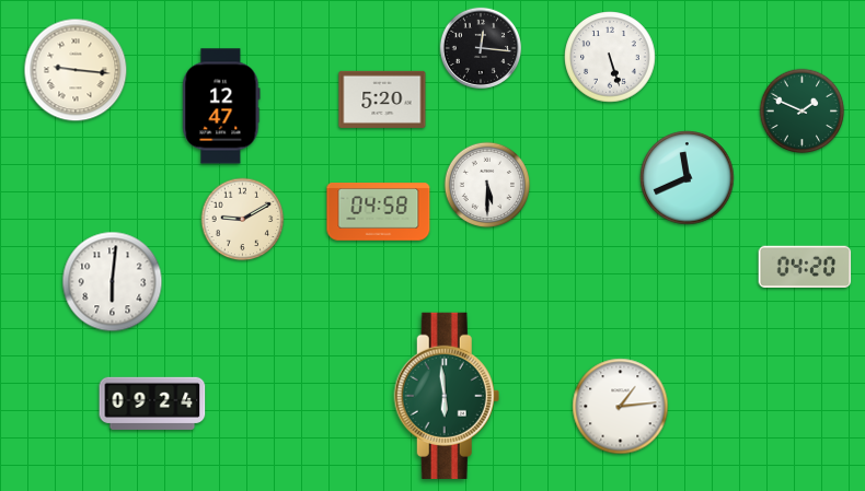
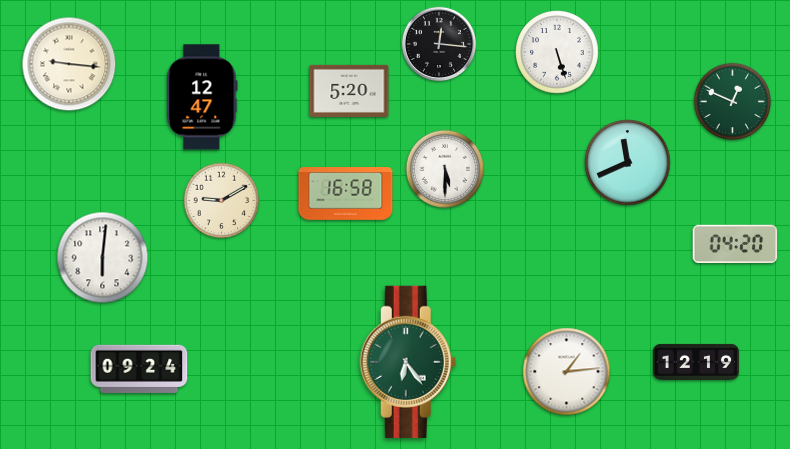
clock at (803, 112): 1:49 -> 12:49
clock at (379, 212): 04:58 -> 16:58
clock at (447, 396): 5:59 -> 6:24
clock at (696, 362): none -> 12:19
